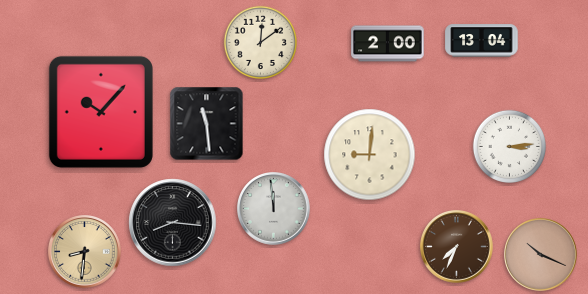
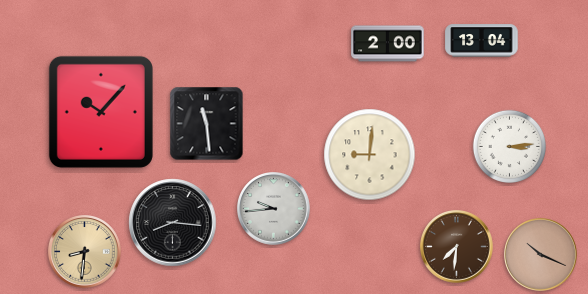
clock at (260, 42): 12:09 -> none
clock at (274, 209): 11:59 -> 9:44
clock at (457, 247): 7:34 -> 7:31
